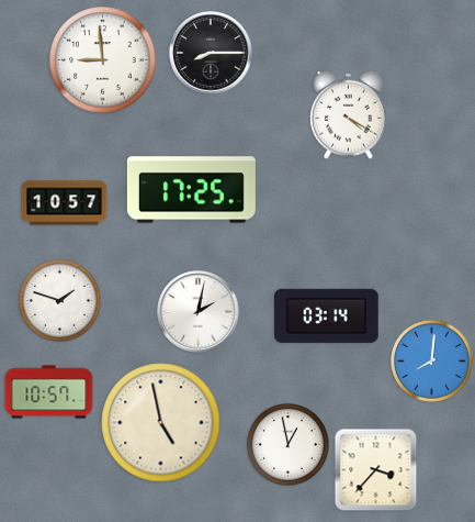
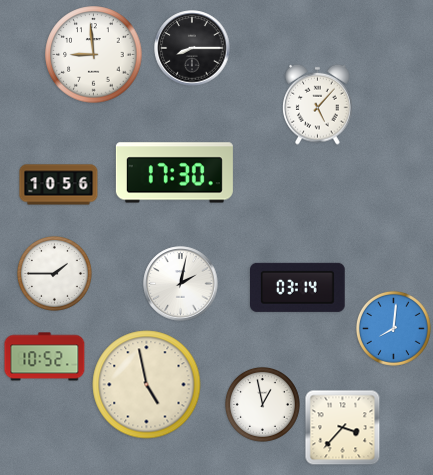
clock at (349, 114): 4:20 -> 5:07
clock at (191, 190): 17:25 -> 17:30
clock at (65, 203): 10:57 -> 10:56
clock at (59, 300): 1:48 -> 1:45
clock at (49, 392): 10:57 -> 10:52
